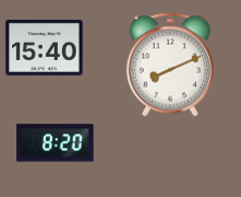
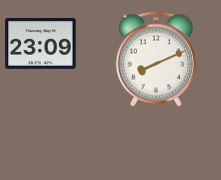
clock at (45, 48): 15:40 -> 23:09
clock at (56, 143): 8:20 -> none
